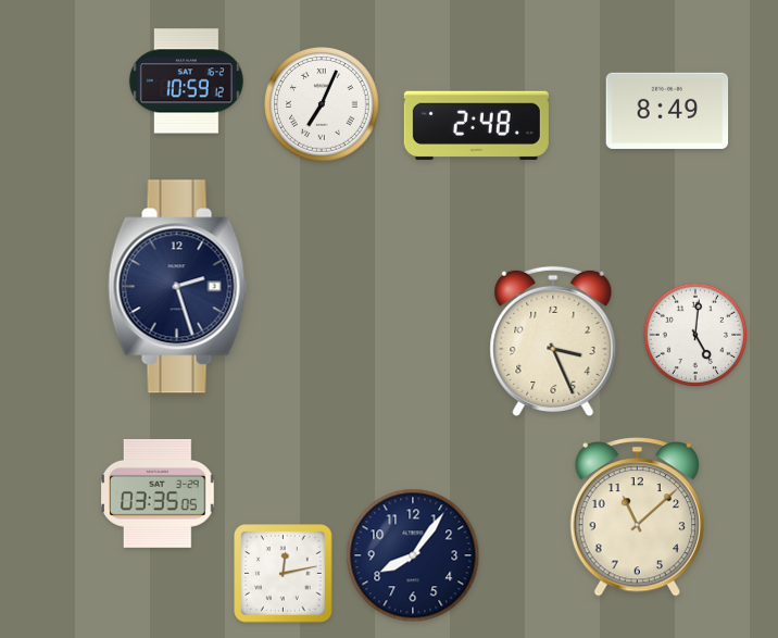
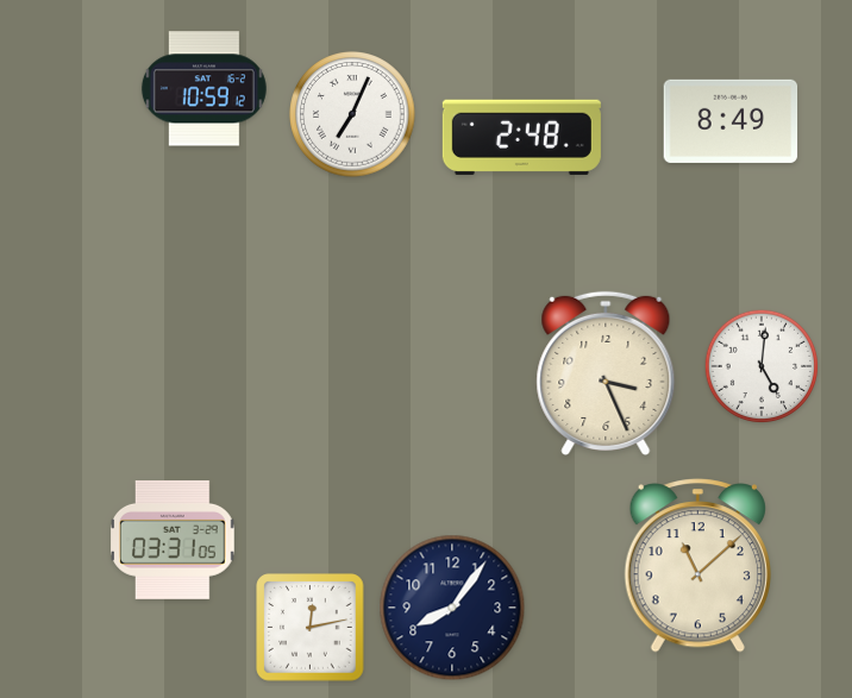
clock at (178, 287): 2:27 -> none
clock at (159, 493): 03:35 -> 03:31
